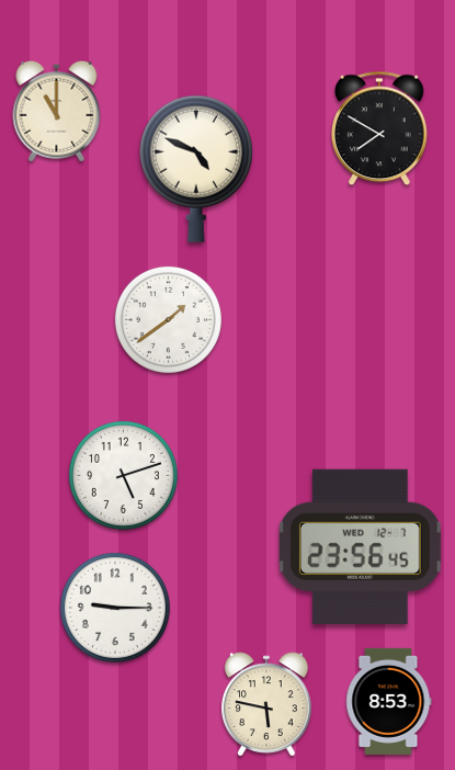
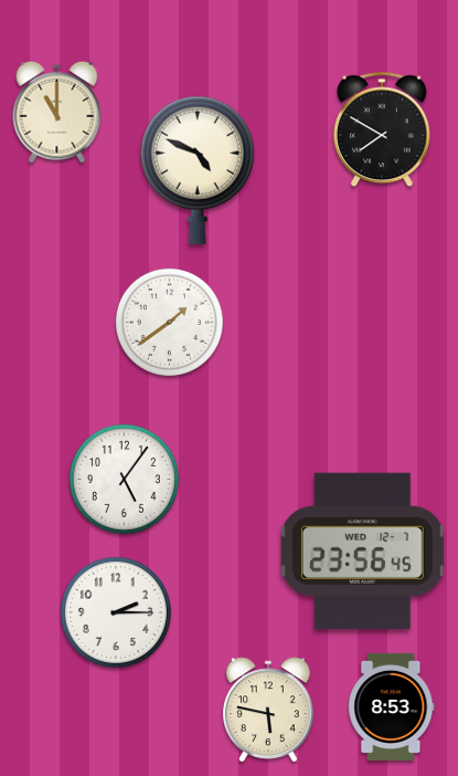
clock at (123, 475): 5:12 -> 5:06
clock at (115, 608): 9:15 -> 2:15
